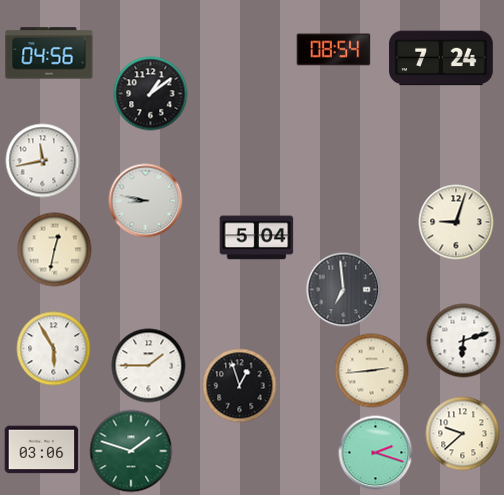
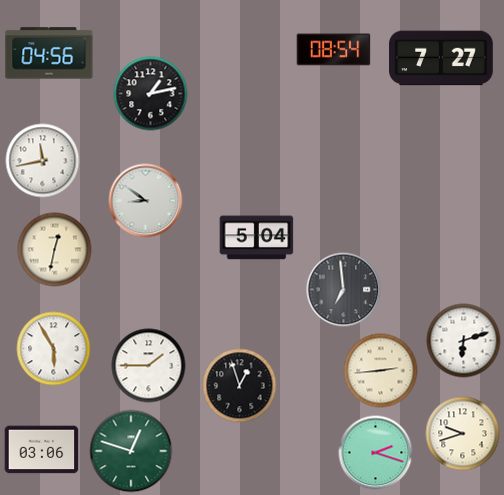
clock at (441, 58): 7:24 -> 7:27
clock at (151, 94): 1:09 -> 1:13
clock at (146, 201): 8:47 -> 8:51
clock at (456, 222): 9:03 -> none
clock at (372, 371) position: (372, 371) -> (381, 371)
clock at (463, 434): 9:38 -> 9:42
clock at (131, 451): 1:48 -> 12:48
